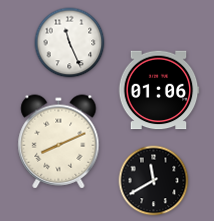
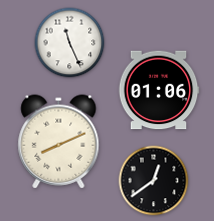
clock at (154, 181): 11:40 -> 12:39
